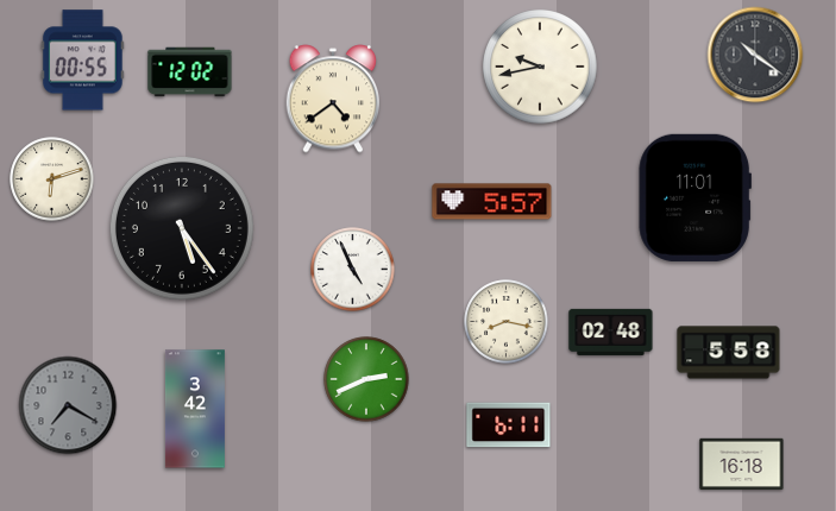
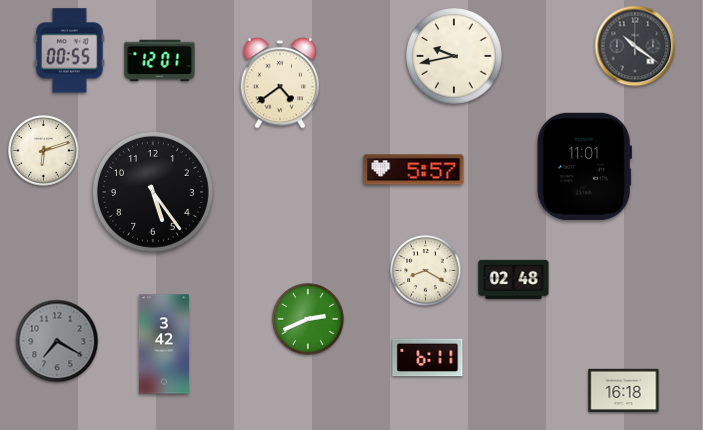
clock at (190, 72): 12:02 -> 12:01
clock at (353, 270): 4:56 -> none
clock at (507, 322): 8:17 -> 8:20
clock at (729, 353): 5:58 -> none
